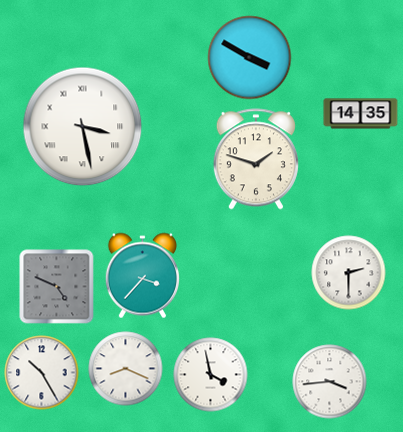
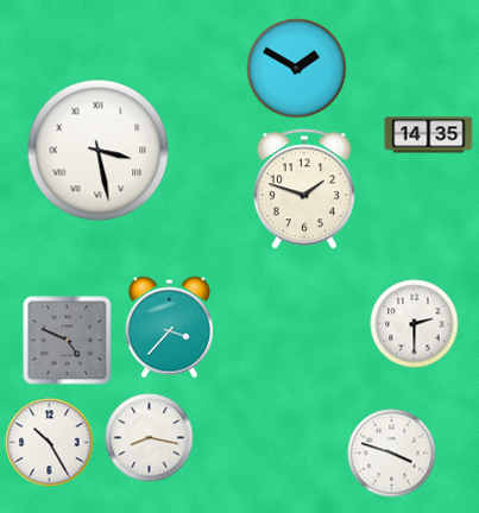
clock at (250, 58): 3:50 -> 1:50
clock at (126, 369): 8:19 -> 8:17
clock at (211, 375): 3:58 -> none
clock at (330, 382): 3:44 -> 3:48
